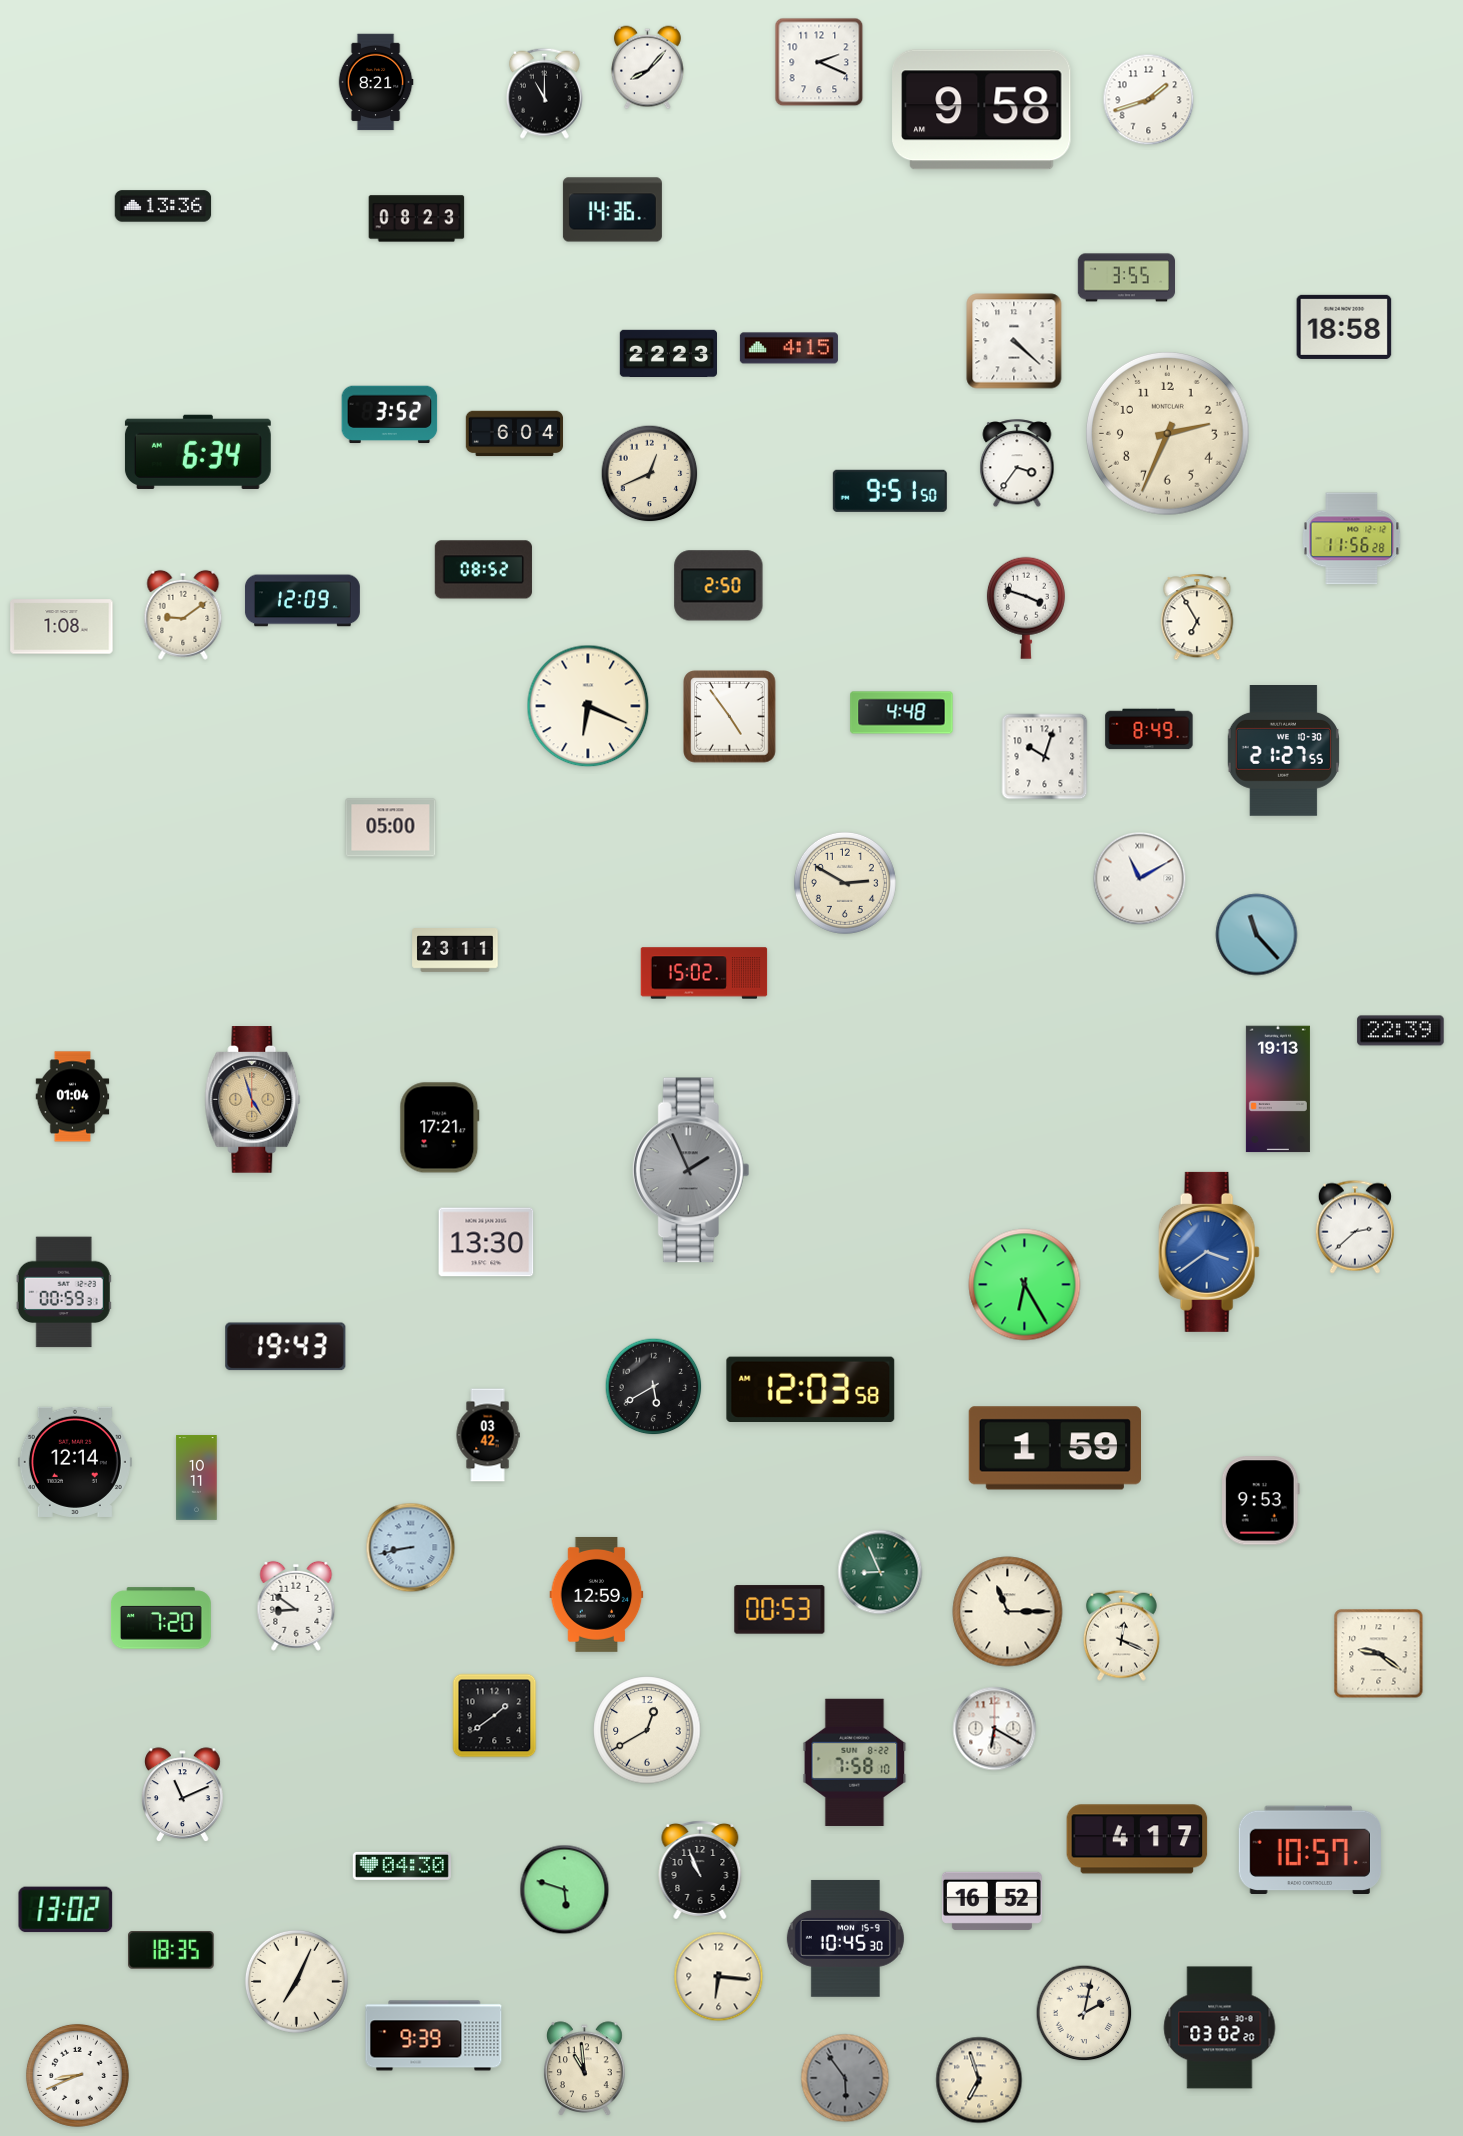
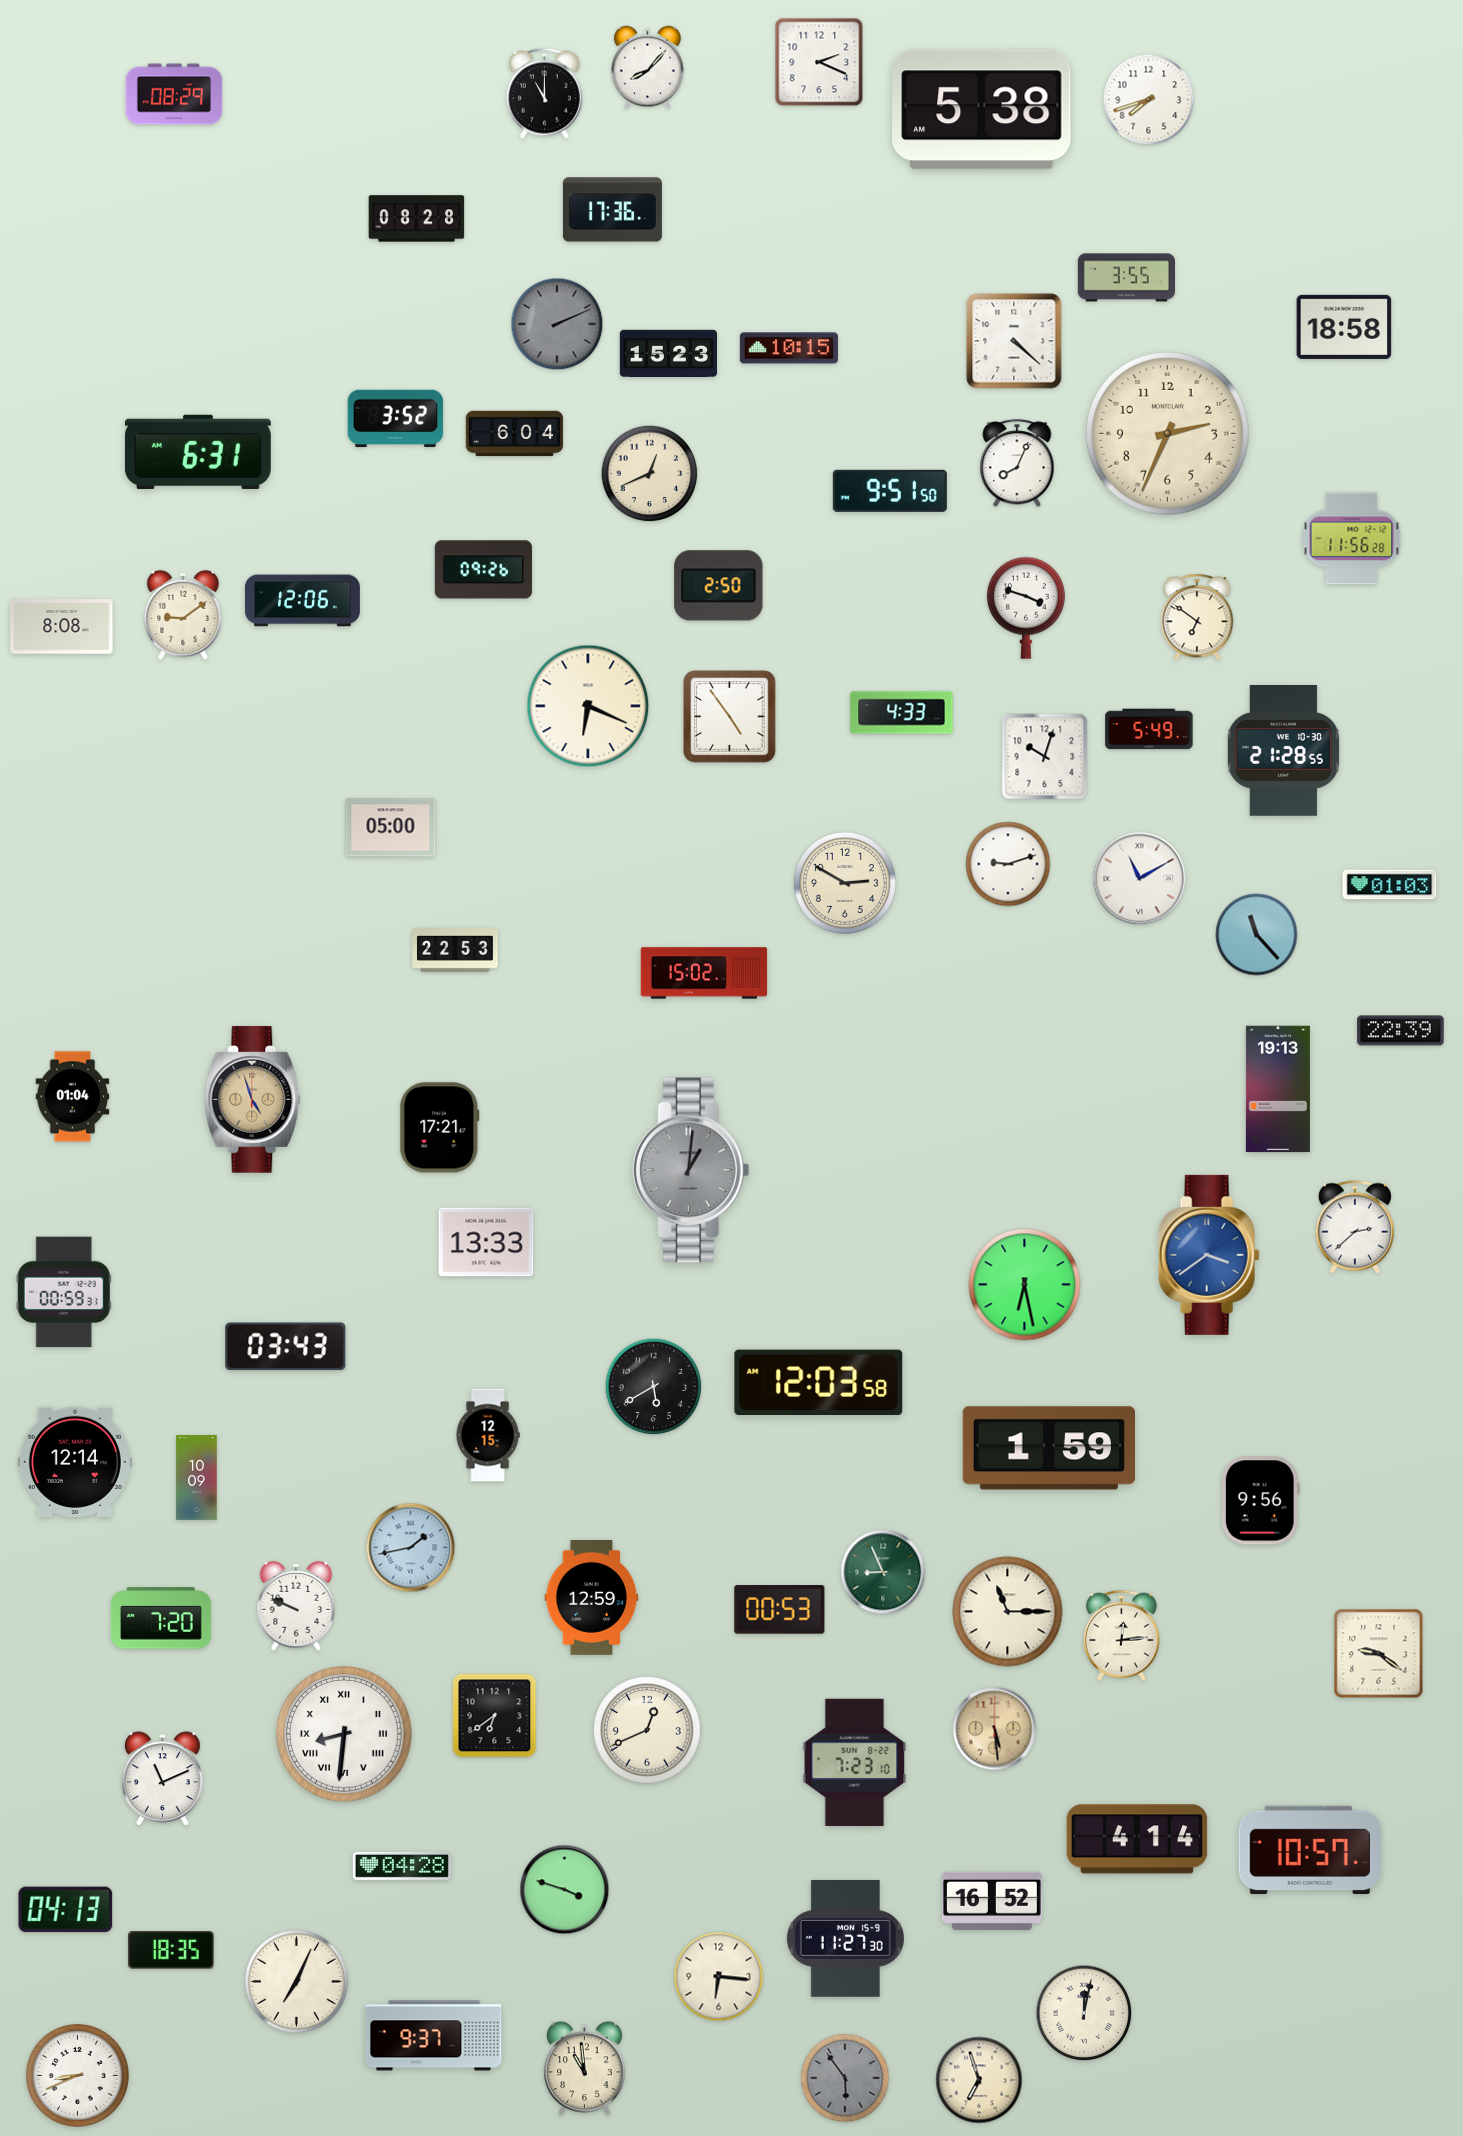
clock at (376, 82): 8:21 -> none
clock at (174, 94): none -> 08:29
clock at (1149, 100): 1:42 -> 7:42
clock at (982, 110): 9:58 -> 5:38
clock at (163, 206): 13:36 -> none
clock at (612, 210): 14:36 -> 17:36
clock at (417, 219): 08:23 -> 08:28
clock at (557, 324): none -> 2:11
clock at (789, 348): 4:15 -> 10:15
clock at (668, 353): 22:23 -> 15:23
clock at (390, 415) position: (390, 415) -> (396, 419)
clock at (198, 451): 6:34 -> 6:31
clock at (1017, 464): 3:36 -> 8:04
clock at (483, 570): 08:52 -> 09:26
clock at (302, 601): 12:09 -> 12:06
clock at (1197, 617): 6:55 -> 6:51
clock at (62, 627): 1:08 -> 8:08
clock at (902, 713): 4:48 -> 4:33
clock at (1149, 729): 8:49 -> 5:49
clock at (1283, 751): 21:27 -> 21:28
clock at (1008, 864): none -> 9:12
clock at (1390, 885): none -> 01:03
clock at (455, 951): 23:11 -> 22:53
clock at (691, 1170): 1:56 -> 1:01
clock at (486, 1242): 13:30 -> 13:33
clock at (1209, 1252) position: (1209, 1252) -> (1209, 1255)
clock at (1025, 1285): 6:25 -> 6:28
clock at (286, 1347): 19:43 -> 03:43
clock at (811, 1389) position: (811, 1389) -> (819, 1382)
clock at (488, 1435): 03:42 -> 12:15
clock at (1054, 1448) position: (1054, 1448) -> (1048, 1448)
clock at (197, 1478): 10:11 -> 10:09
clock at (1260, 1501): 9:53 -> 9:56
clock at (411, 1548): 8:43 -> 1:43
clock at (880, 1572) position: (880, 1572) -> (883, 1572)
clock at (597, 1594) position: (597, 1594) -> (592, 1597)
clock at (296, 1606): 8:51 -> 9:49
clock at (1121, 1635): 12:19 -> 12:14
clock at (495, 1716): 1:39 -> 6:39
clock at (995, 1729): 6:20 -> 5:29
clock at (995, 1729) dial: white -> champagne
clock at (647, 1730): 12:40 -> 12:41
clock at (344, 1734): none -> 8:31
clock at (855, 1762): 7:58 -> 7:23
clock at (183, 1795) position: (183, 1795) -> (163, 1779)
clock at (1137, 1839): 4:17 -> 4:14
clock at (402, 1866): 04:30 -> 04:28
clock at (700, 1870): 10:56 -> none
clock at (565, 1890): 5:48 -> 3:48
clock at (66, 1910): 13:02 -> 04:13
clock at (845, 1938): 10:45 -> 11:27
clock at (1084, 2013): 2:02 -> 12:02
clock at (1220, 2028): 03:02 -> none
clock at (434, 2036): 9:39 -> 9:37
